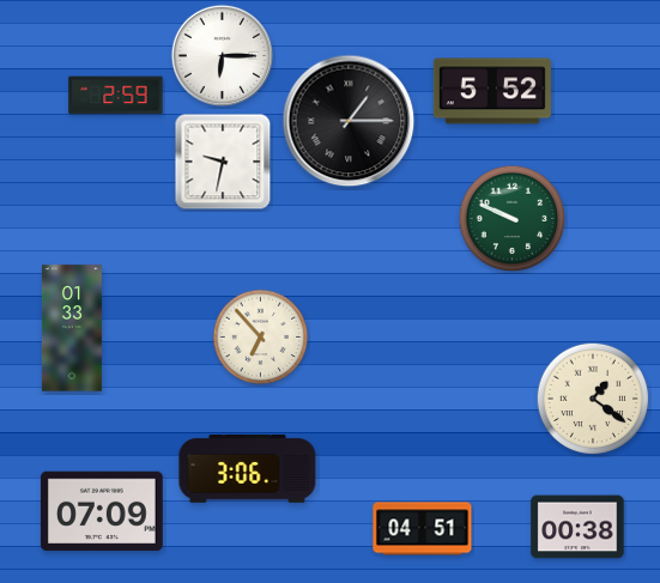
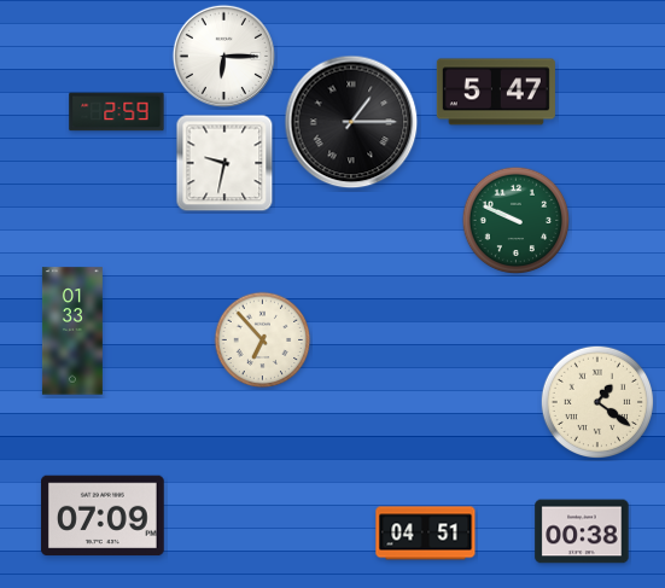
clock at (492, 91): 5:52 -> 5:47
clock at (116, 96) position: (116, 96) -> (117, 112)
clock at (248, 469): 3:06 -> none
